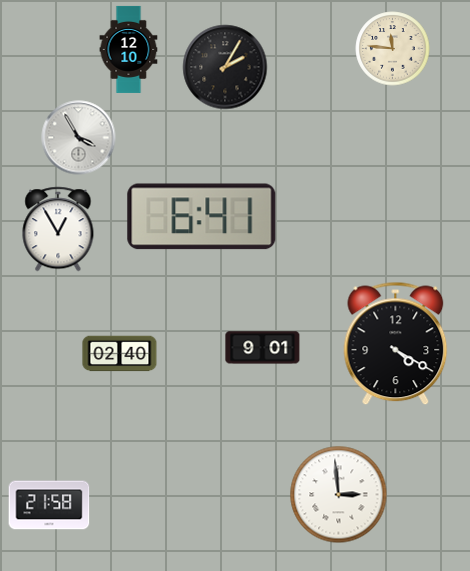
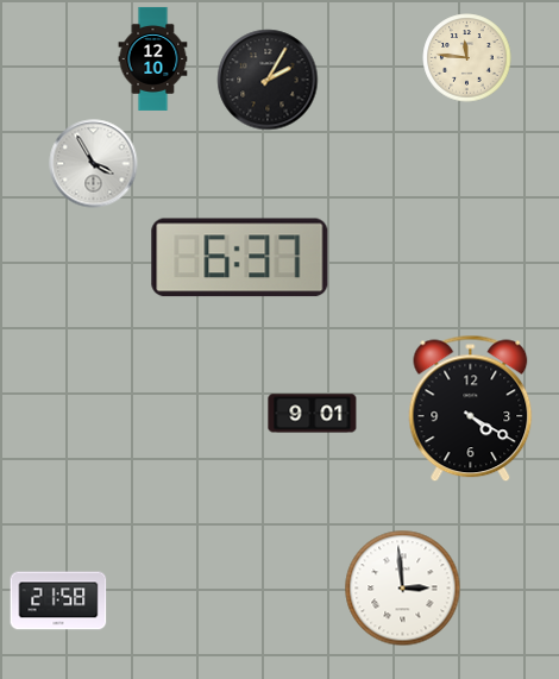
clock at (202, 217): 6:41 -> 6:37
clock at (58, 229): 12:55 -> none
clock at (120, 354): 02:40 -> none
